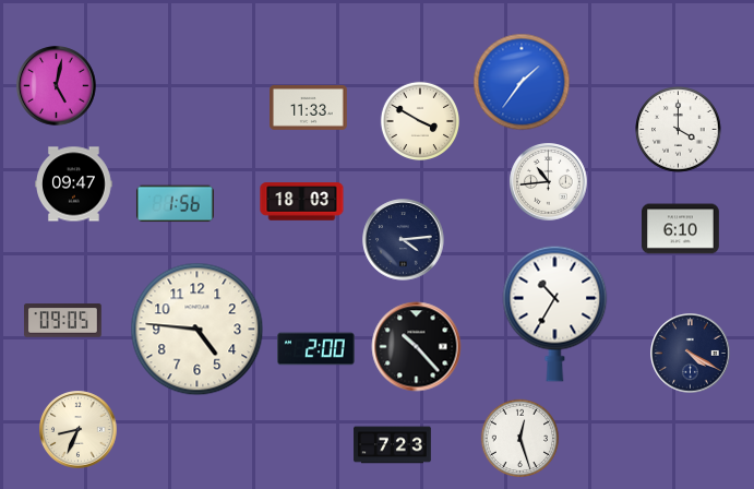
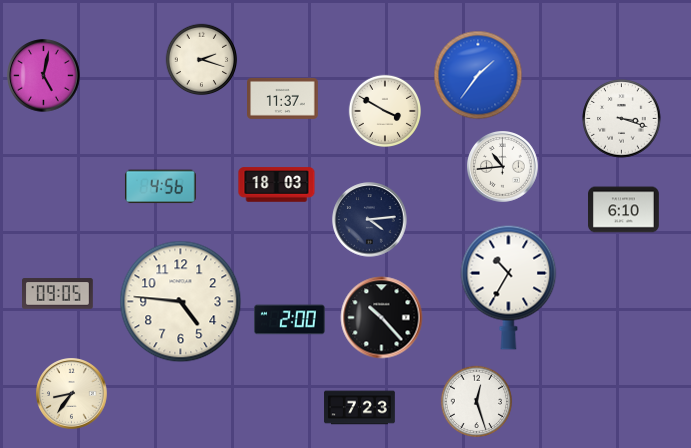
clock at (202, 60): none -> 2:18
clock at (57, 86) position: (57, 86) -> (44, 76)
clock at (309, 107): 11:33 -> 11:37
clock at (679, 130): 4:00 -> 3:18
clock at (74, 184): 09:47 -> none
clock at (175, 204): 1:56 -> 4:56
clock at (691, 354): 4:20 -> none
clock at (79, 430): 8:34 -> 8:36
